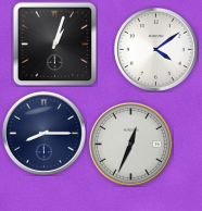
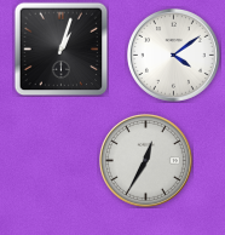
clock at (43, 133): 8:15 -> none
clock at (130, 144): 12:34 -> 12:35
